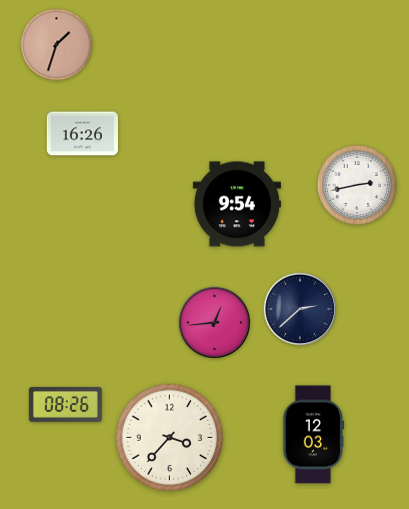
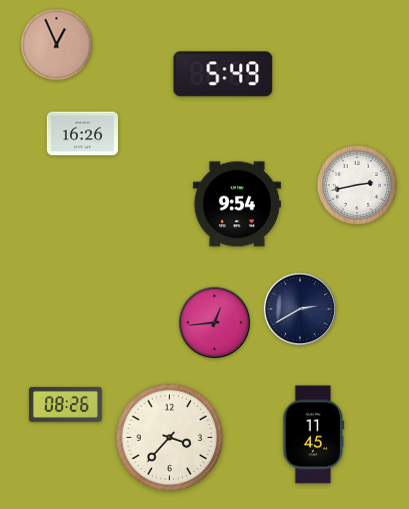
clock at (57, 45): 1:33 -> 12:56
clock at (223, 74): none -> 5:49
clock at (299, 308): 2:38 -> 2:40
clock at (314, 435): 12:03 -> 11:45
